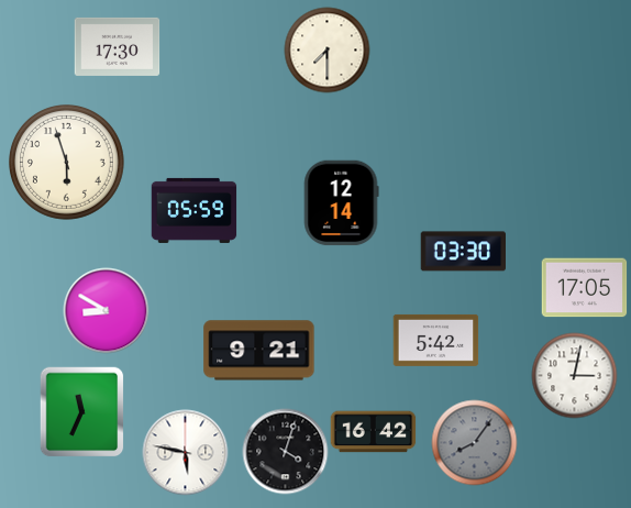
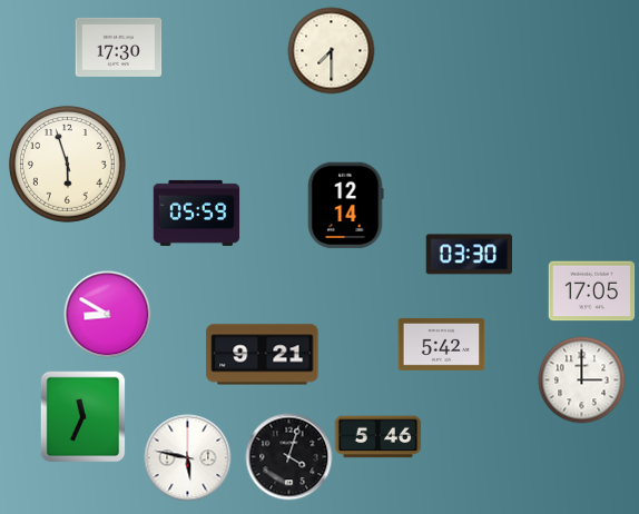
clock at (574, 375): 3:02 -> 3:00
clock at (373, 432): 16:42 -> 5:46
clock at (474, 442): 8:06 -> none
